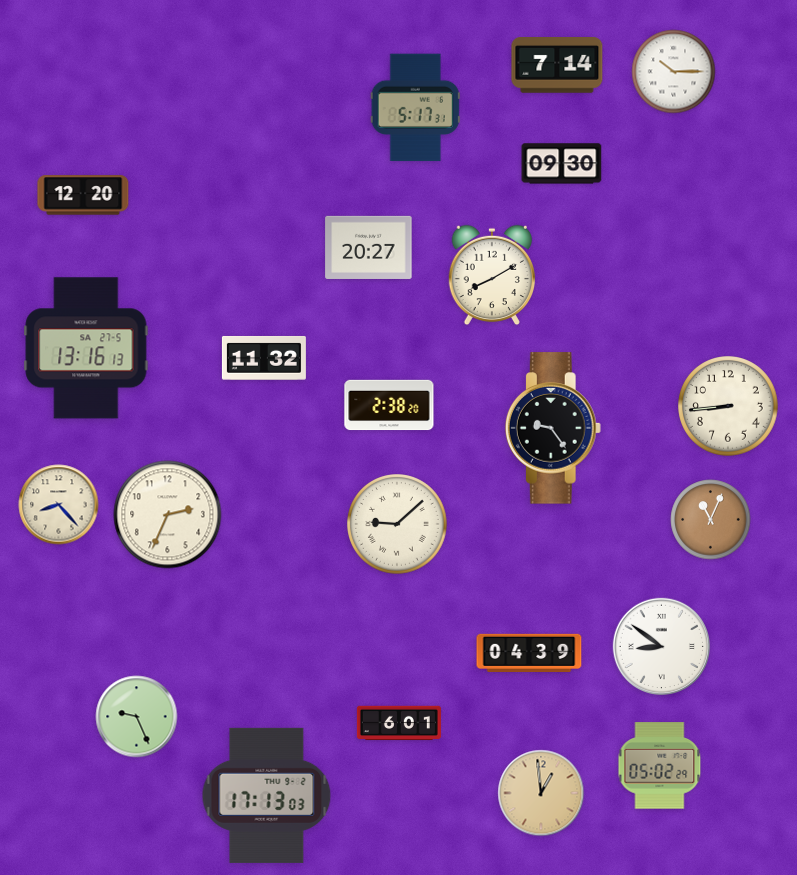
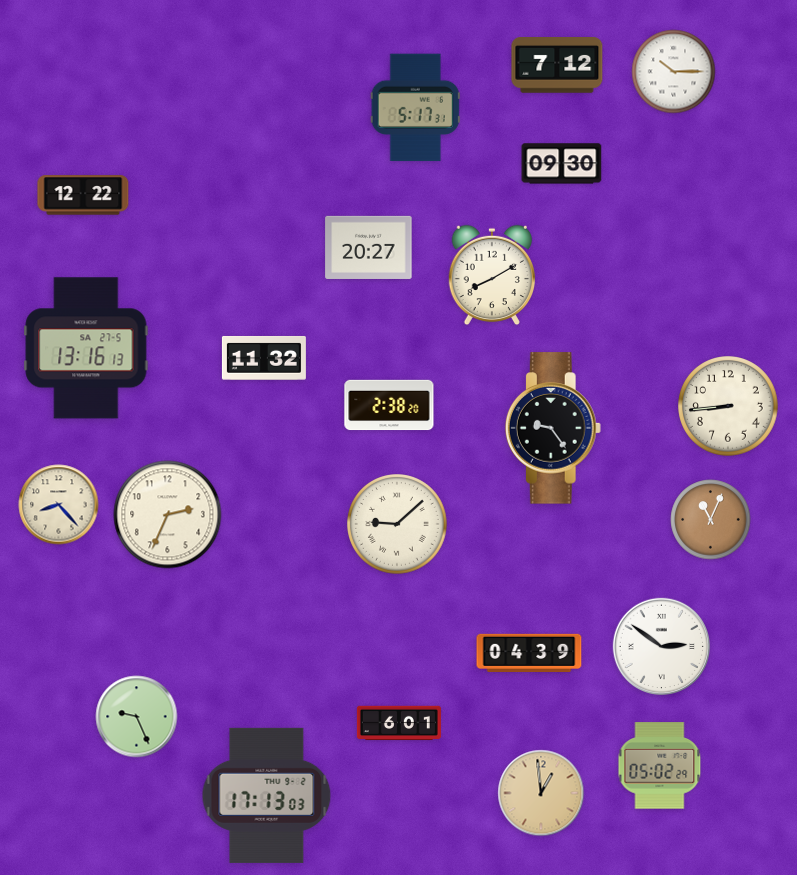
clock at (557, 66): 7:14 -> 7:12
clock at (83, 195): 12:20 -> 12:22
clock at (661, 646): 8:51 -> 2:51
